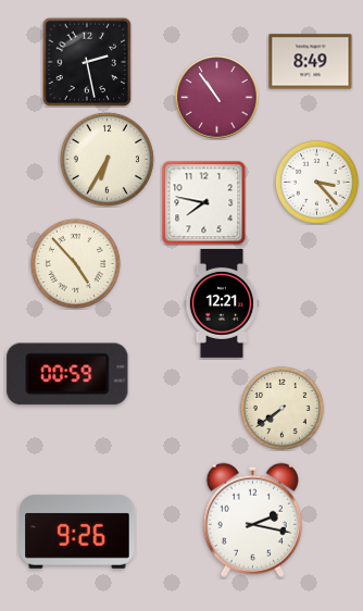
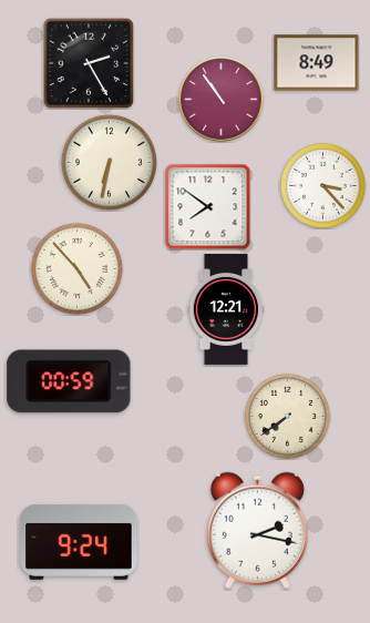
clock at (87, 62): 2:28 -> 2:25
clock at (107, 159): 6:35 -> 6:32
clock at (203, 202): 7:47 -> 7:51
clock at (77, 532): 9:26 -> 9:24
